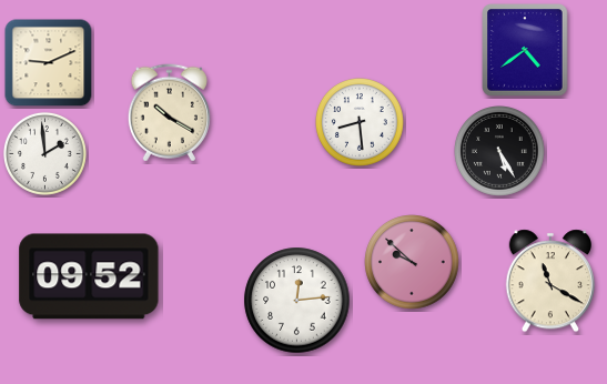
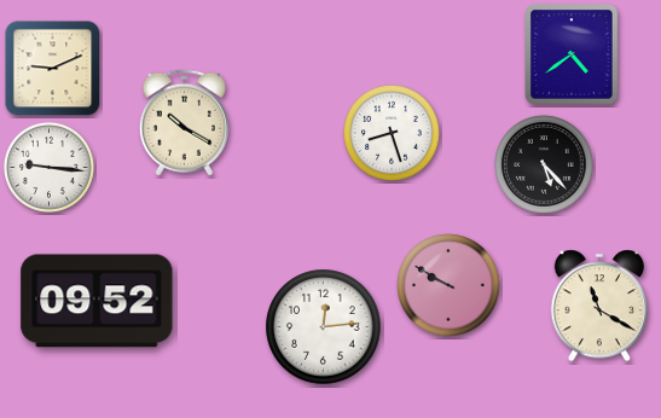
clock at (361, 123): 8:29 -> 8:27
clock at (500, 152): 5:25 -> 5:23
clock at (44, 153): 1:59 -> 9:16
clock at (412, 262): 9:52 -> 9:50
